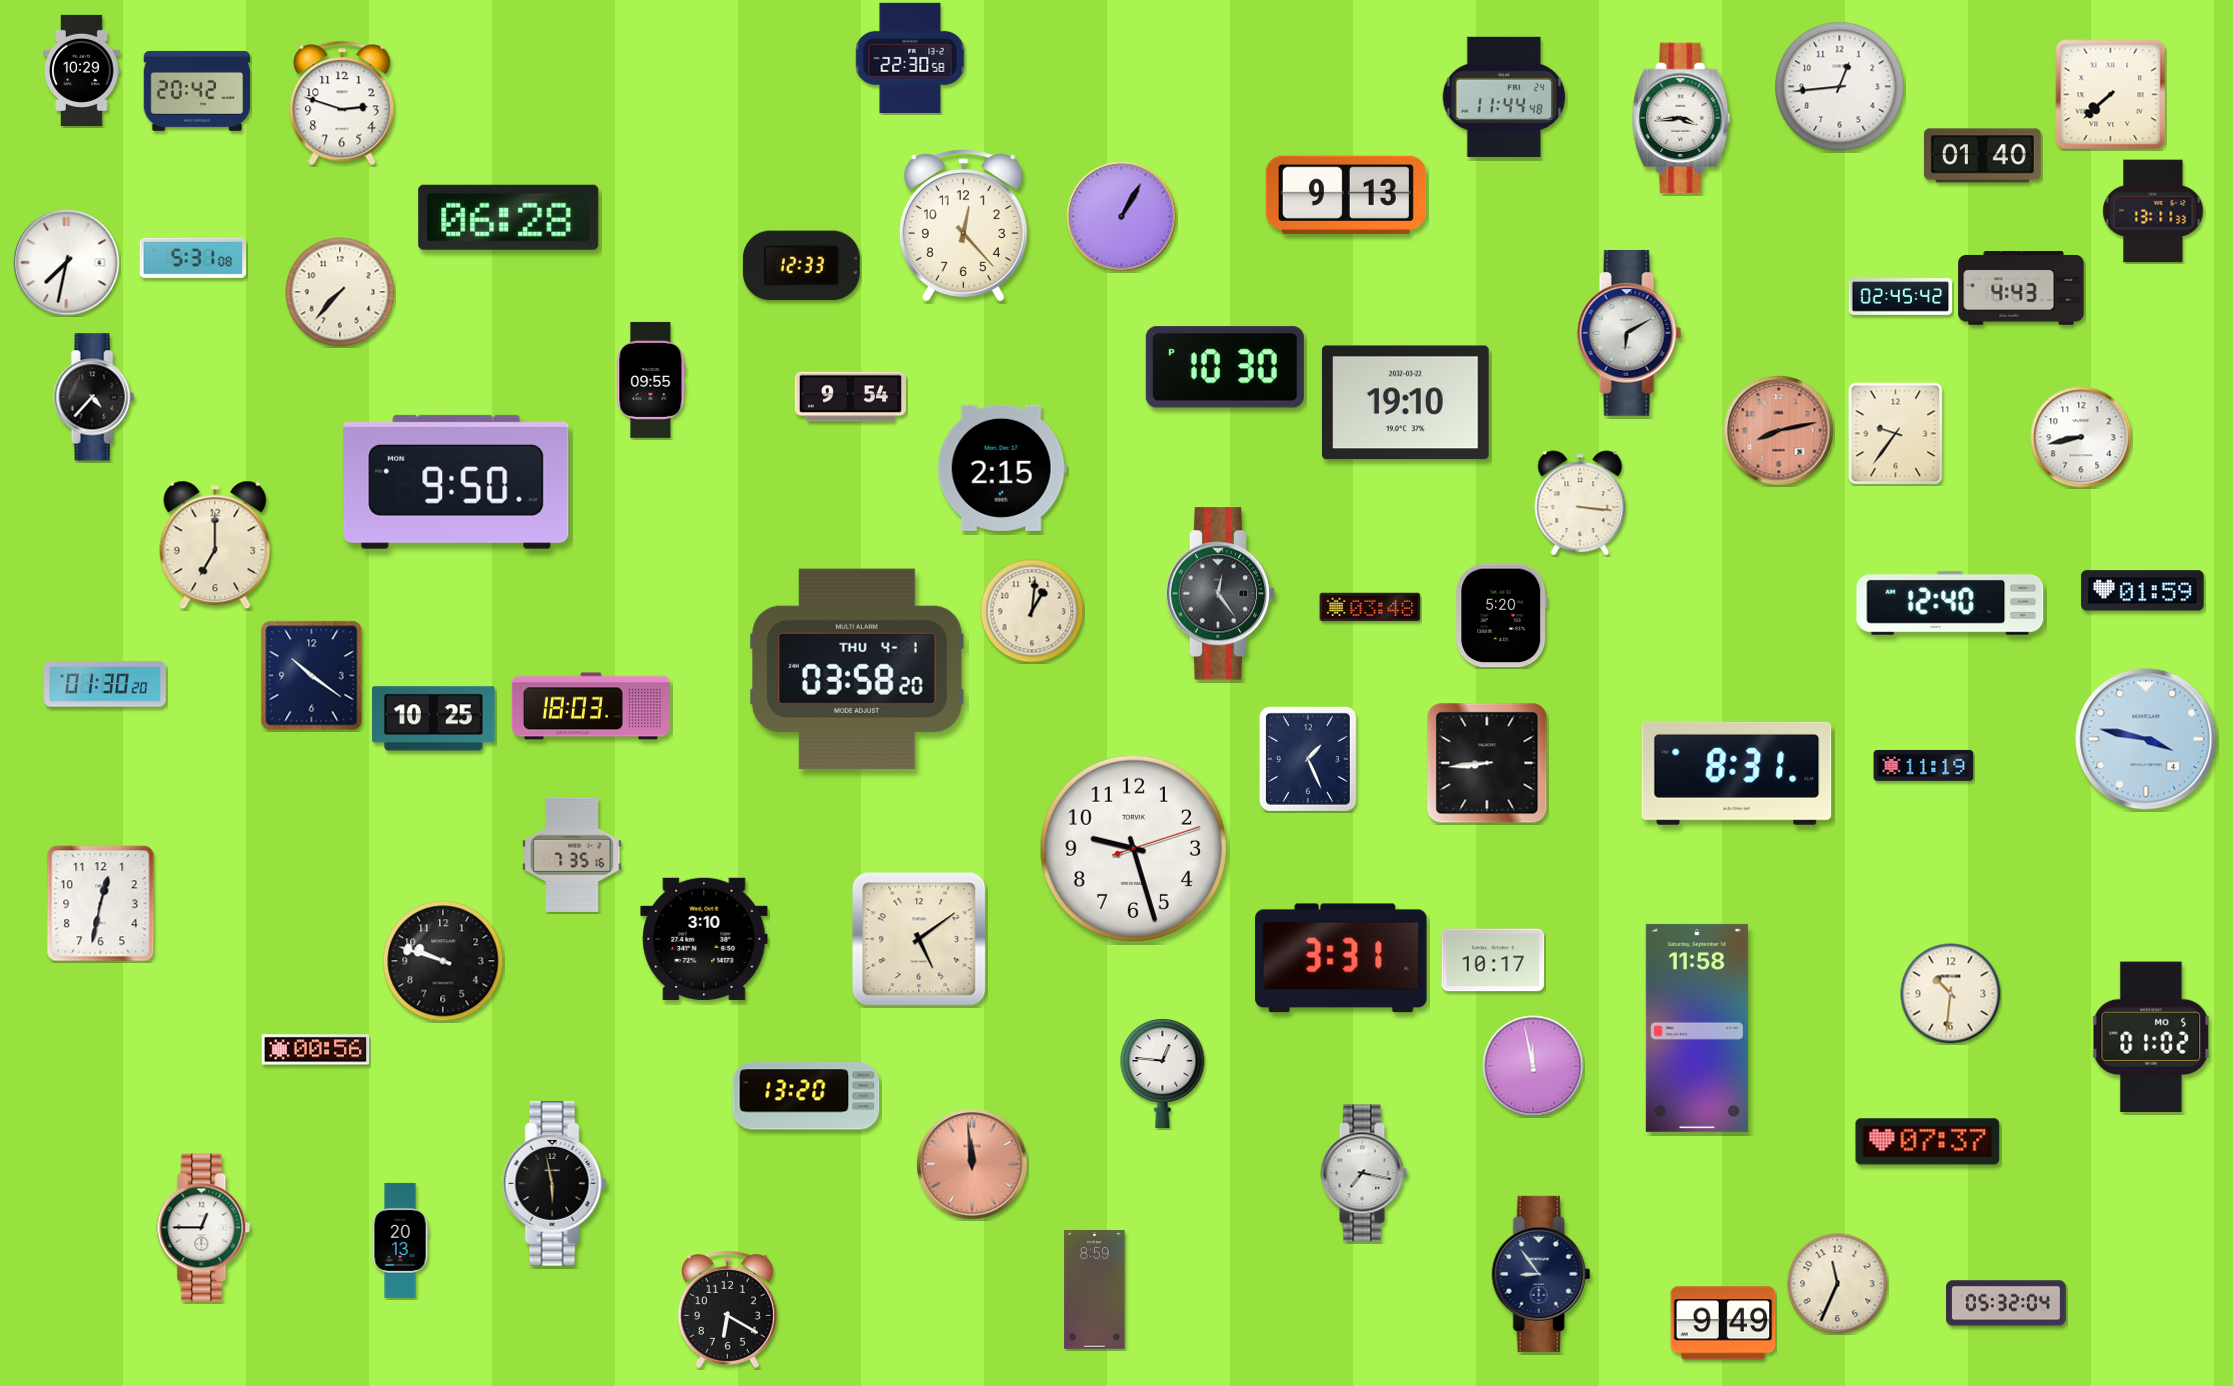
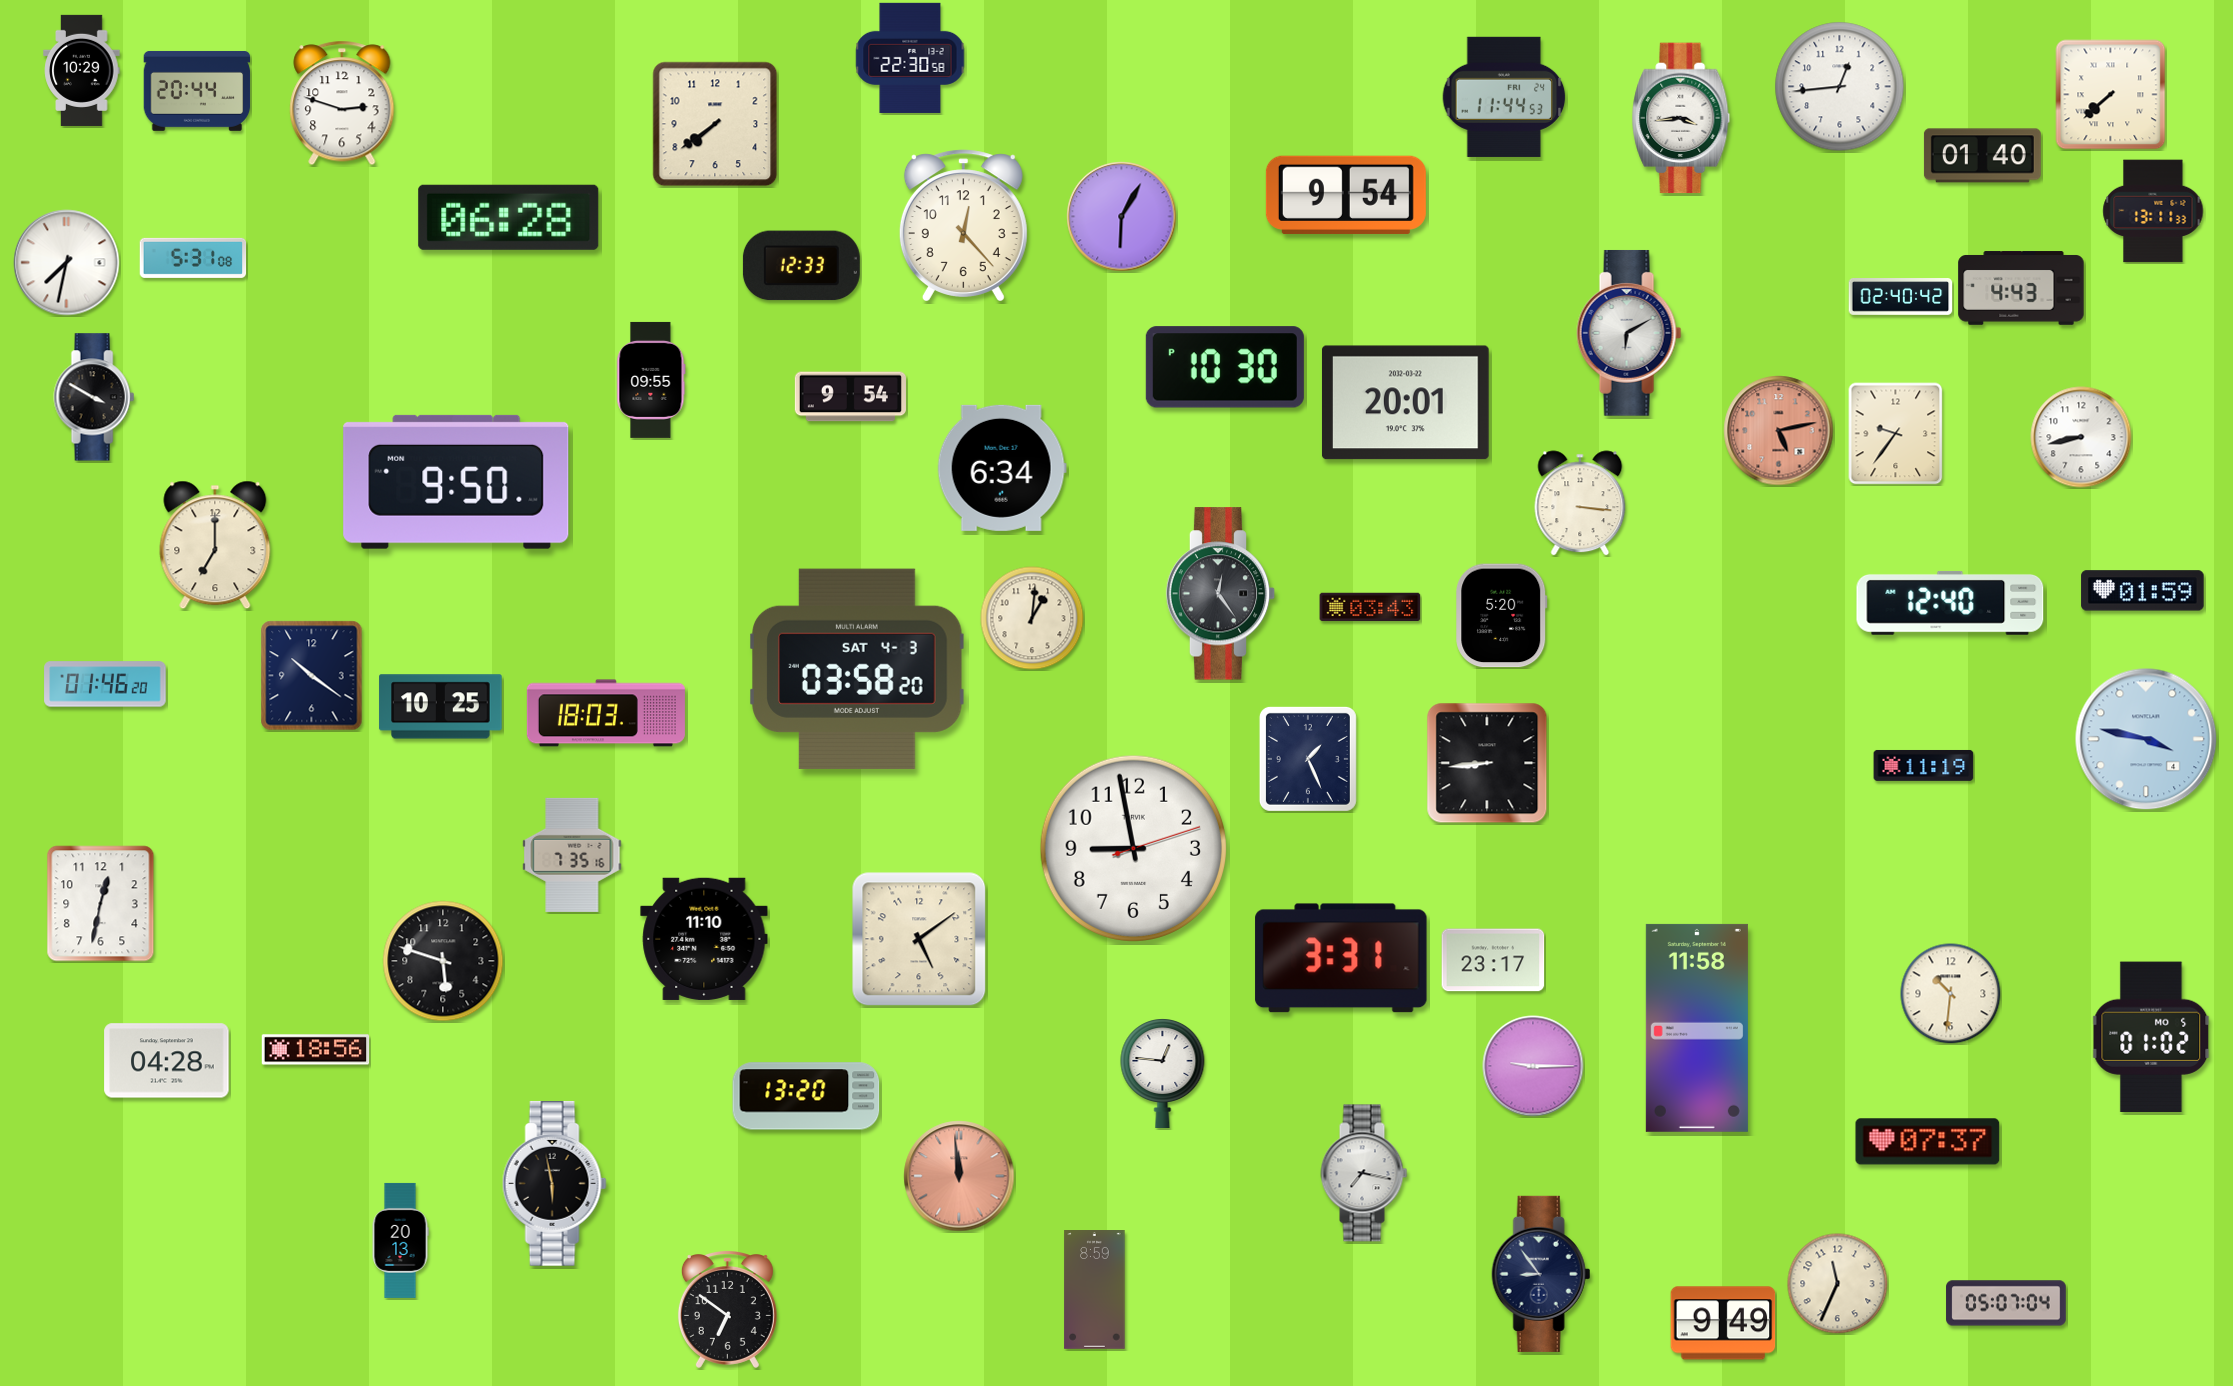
clock at (197, 91): 20:42 -> 20:44
clock at (1504, 97): 11:44:48 -> 11:44:53
clock at (715, 124): none -> 7:39
clock at (1346, 195): 9:13 -> 9:54
clock at (1122, 217): 1:05 -> 6:05
clock at (340, 292): 7:37 -> none
clock at (1901, 297): 02:45 -> 02:40
clock at (94, 397): 4:37 -> 3:50
clock at (1405, 403): 19:10 -> 20:01
clock at (1779, 431): 8:13 -> 5:13
clock at (1002, 468): 2:15 -> 6:34
clock at (1370, 607): 03:48 -> 03:43
clock at (1032, 611) position: (1032, 611) -> (1032, 618)
clock at (857, 669) date: THU 4-1 -> SAT 4-3
clock at (105, 684): 01:30 -> 01:46
clock at (591, 706) position: (591, 706) -> (606, 713)
clock at (434, 719) position: (434, 719) -> (441, 707)
clock at (1737, 773): 8:31 -> none
clock at (1133, 848): 9:27 -> 8:58
clock at (704, 939): 3:10 -> 11:10
clock at (1493, 960): 10:17 -> 23:17
clock at (443, 961): 9:48 -> 5:48
clock at (316, 1050): 00:56 -> 18:56
clock at (167, 1061): none -> 04:28
clock at (1533, 1066): 11:58 -> 9:15
clock at (972, 1164) position: (972, 1164) -> (959, 1176)
clock at (204, 1228): 12:45 -> none
clock at (2006, 1303): 05:32 -> 05:07
clock at (727, 1310): 6:20 -> 6:51
